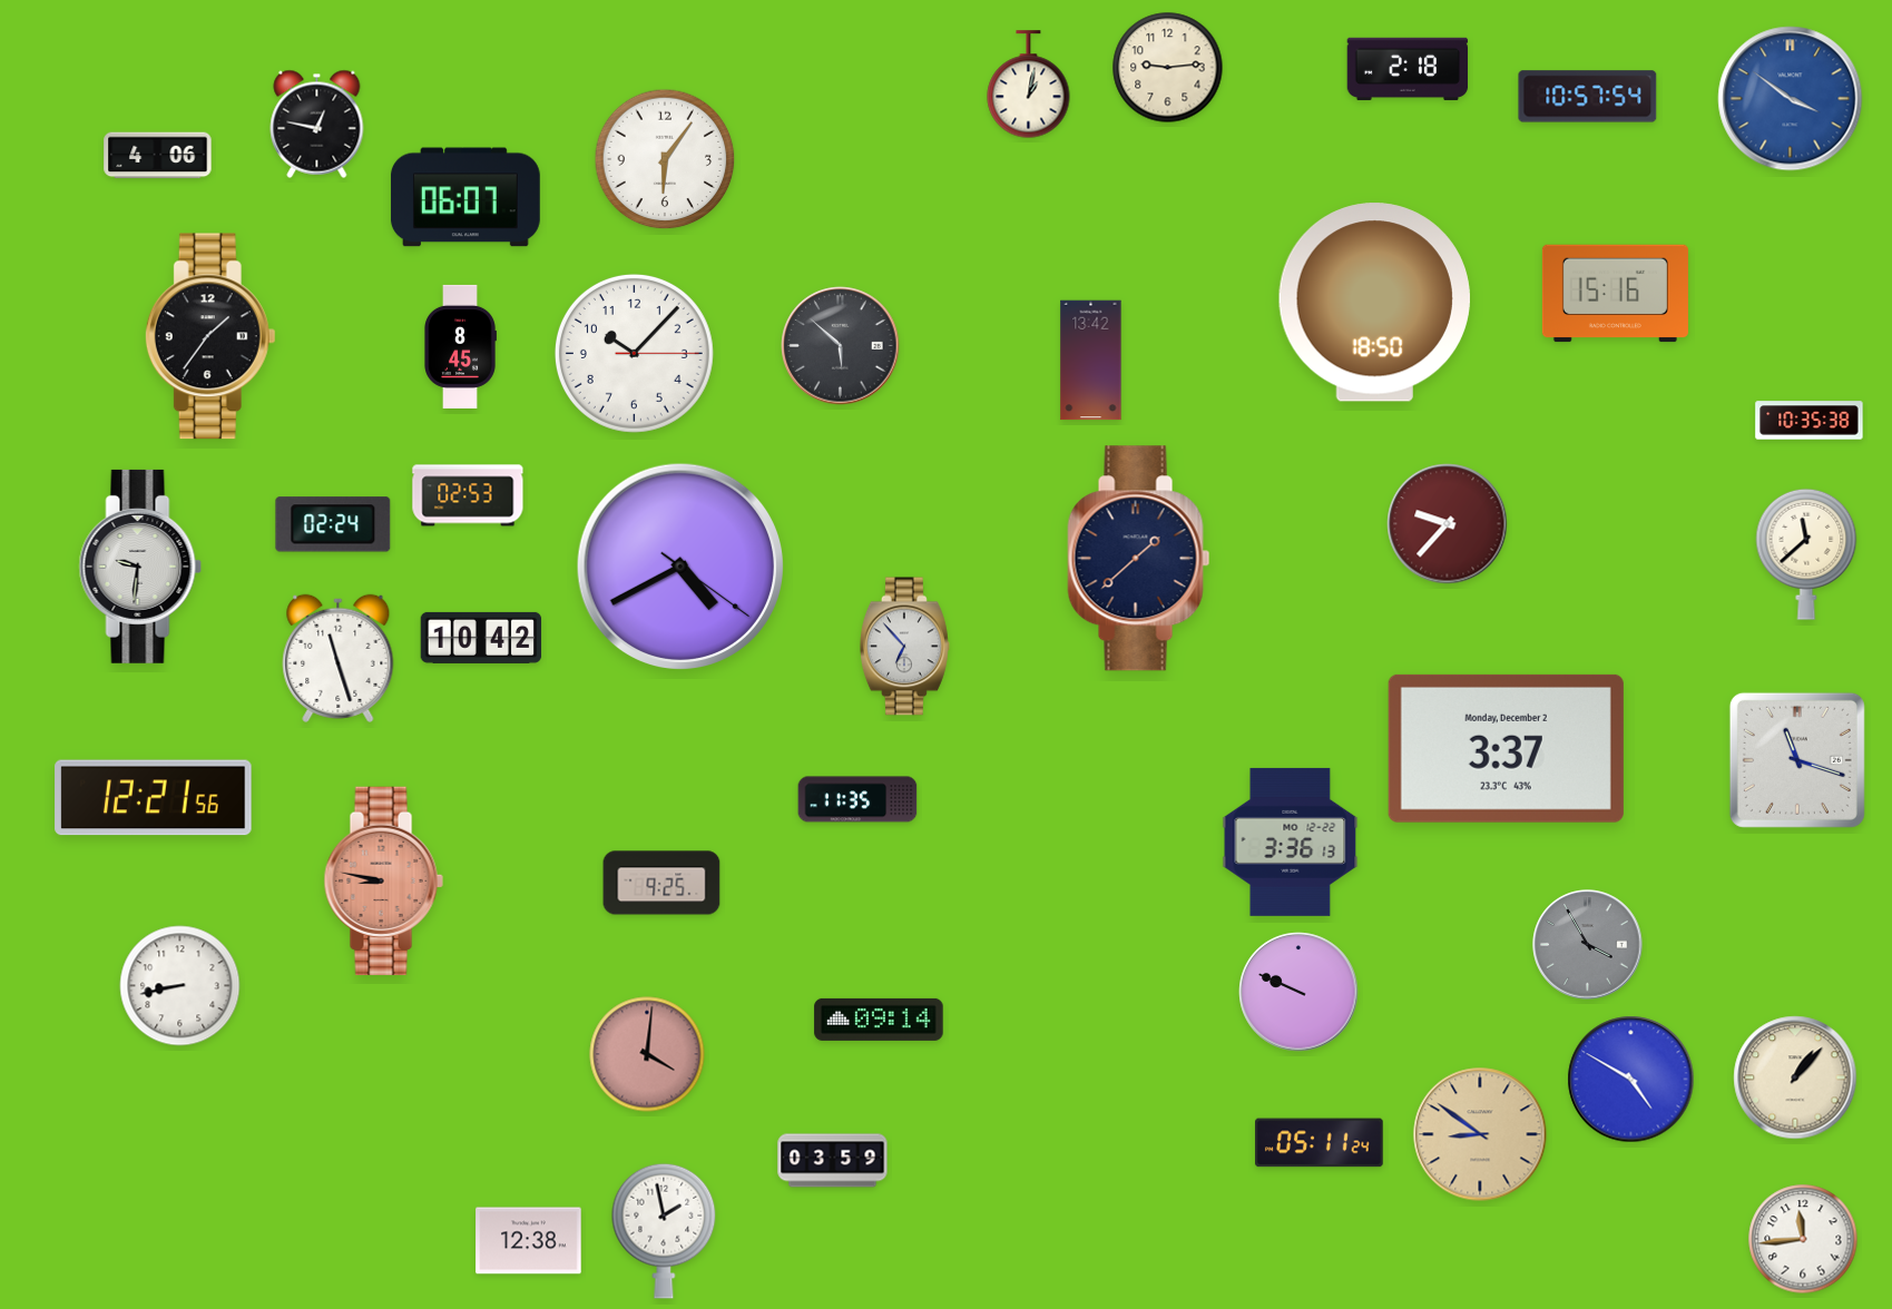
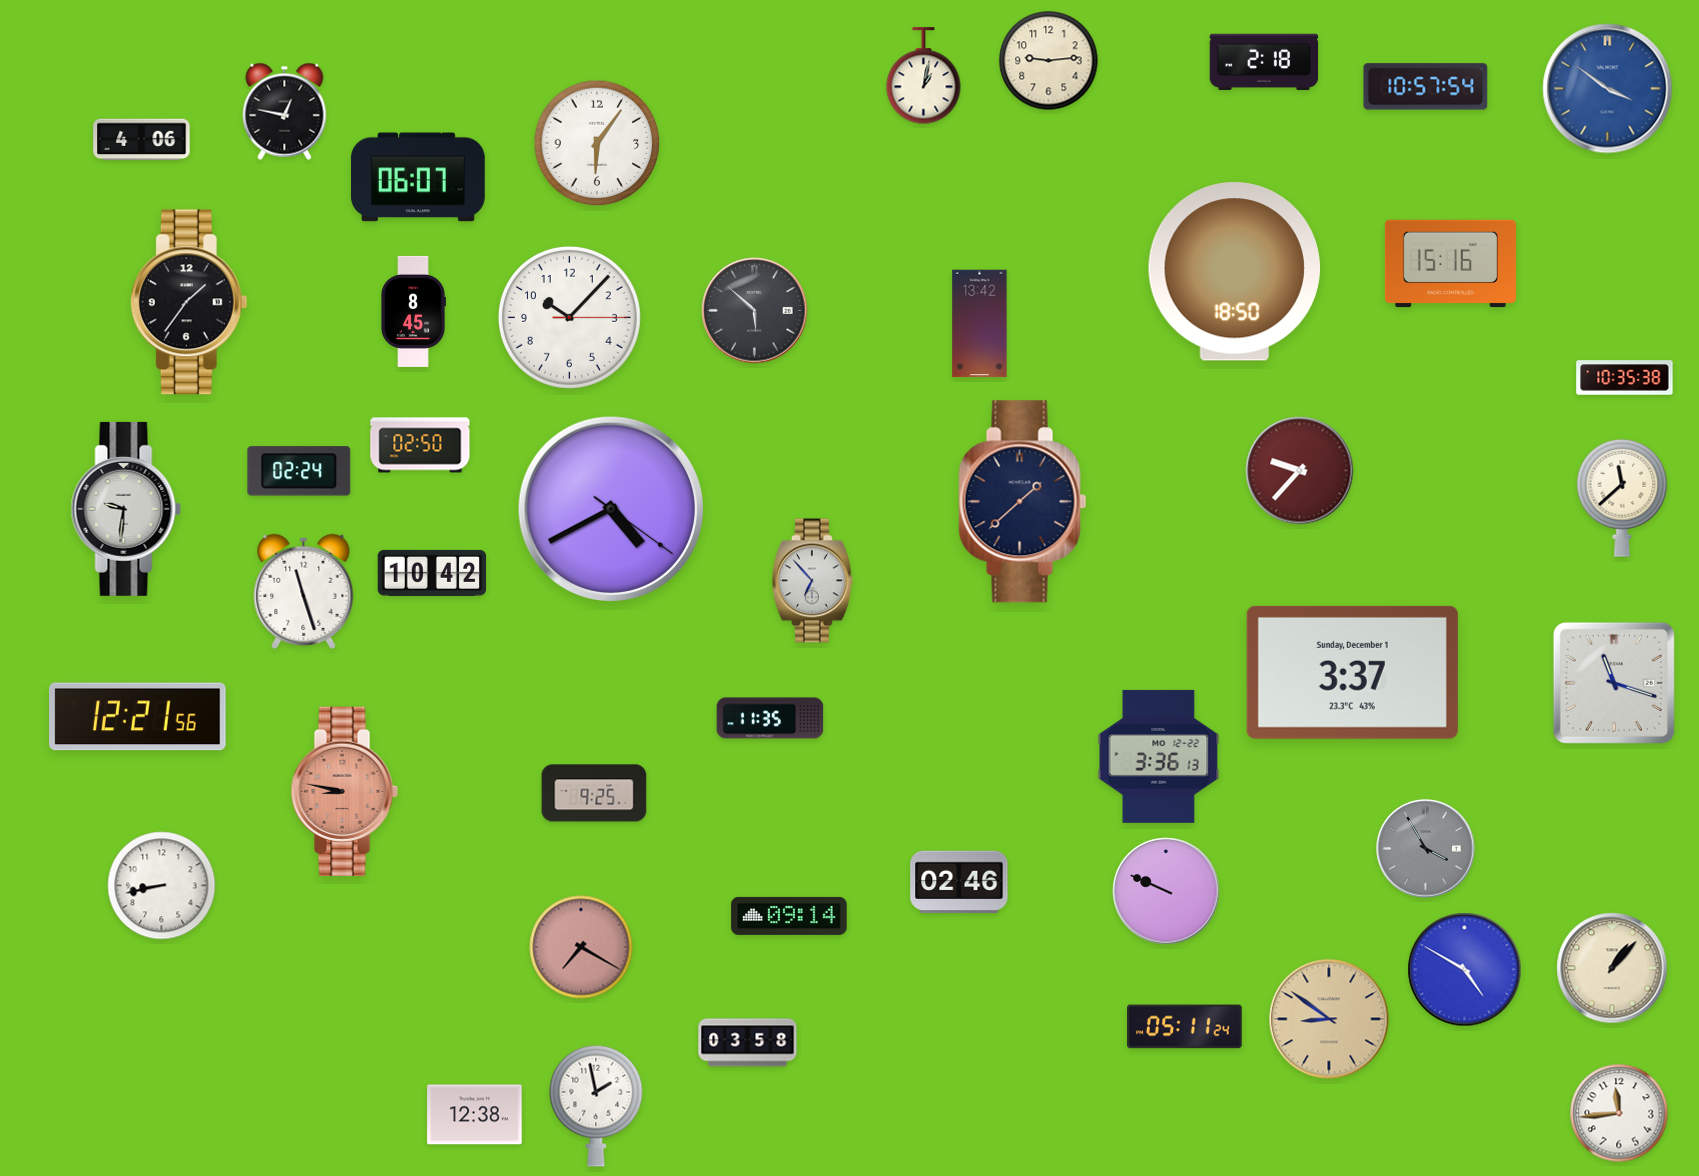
clock at (468, 495): 02:53 -> 02:50
clock at (1506, 748) date: Monday, December 2 -> Sunday, December 1
clock at (959, 882): none -> 02:46
clock at (647, 1054): 4:01 -> 7:20
clock at (833, 1161): 03:59 -> 03:58
